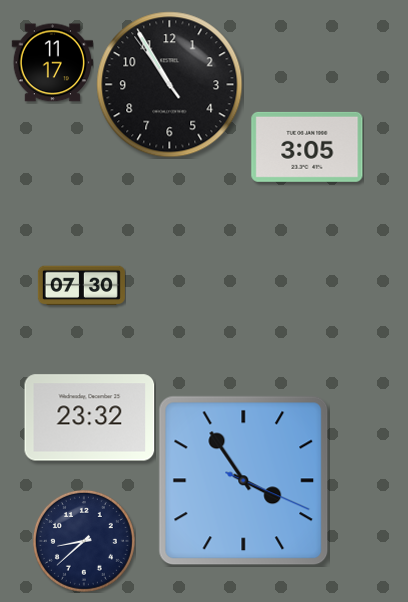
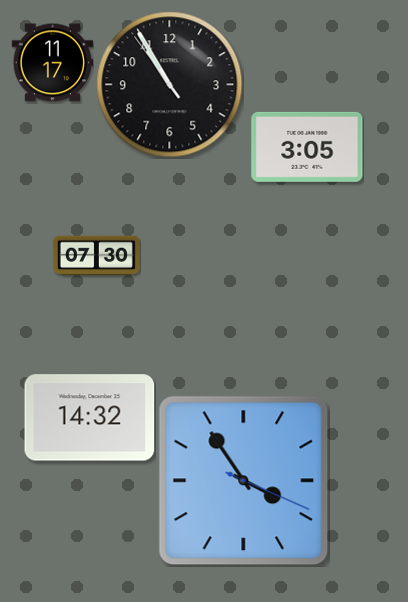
clock at (81, 286) position: (81, 286) -> (96, 256)
clock at (90, 418): 23:32 -> 14:32
clock at (84, 541): 8:38 -> none
